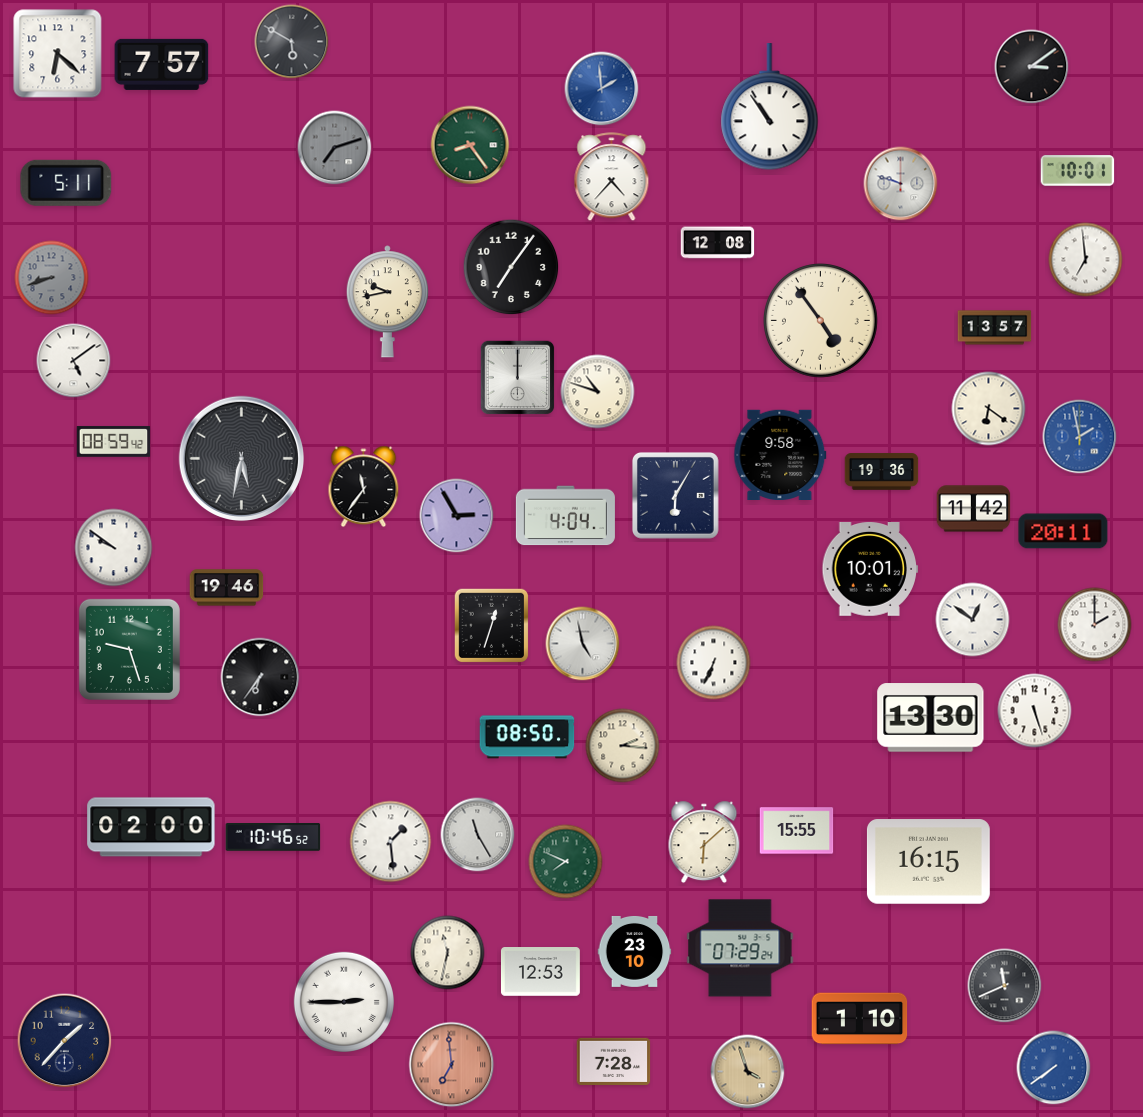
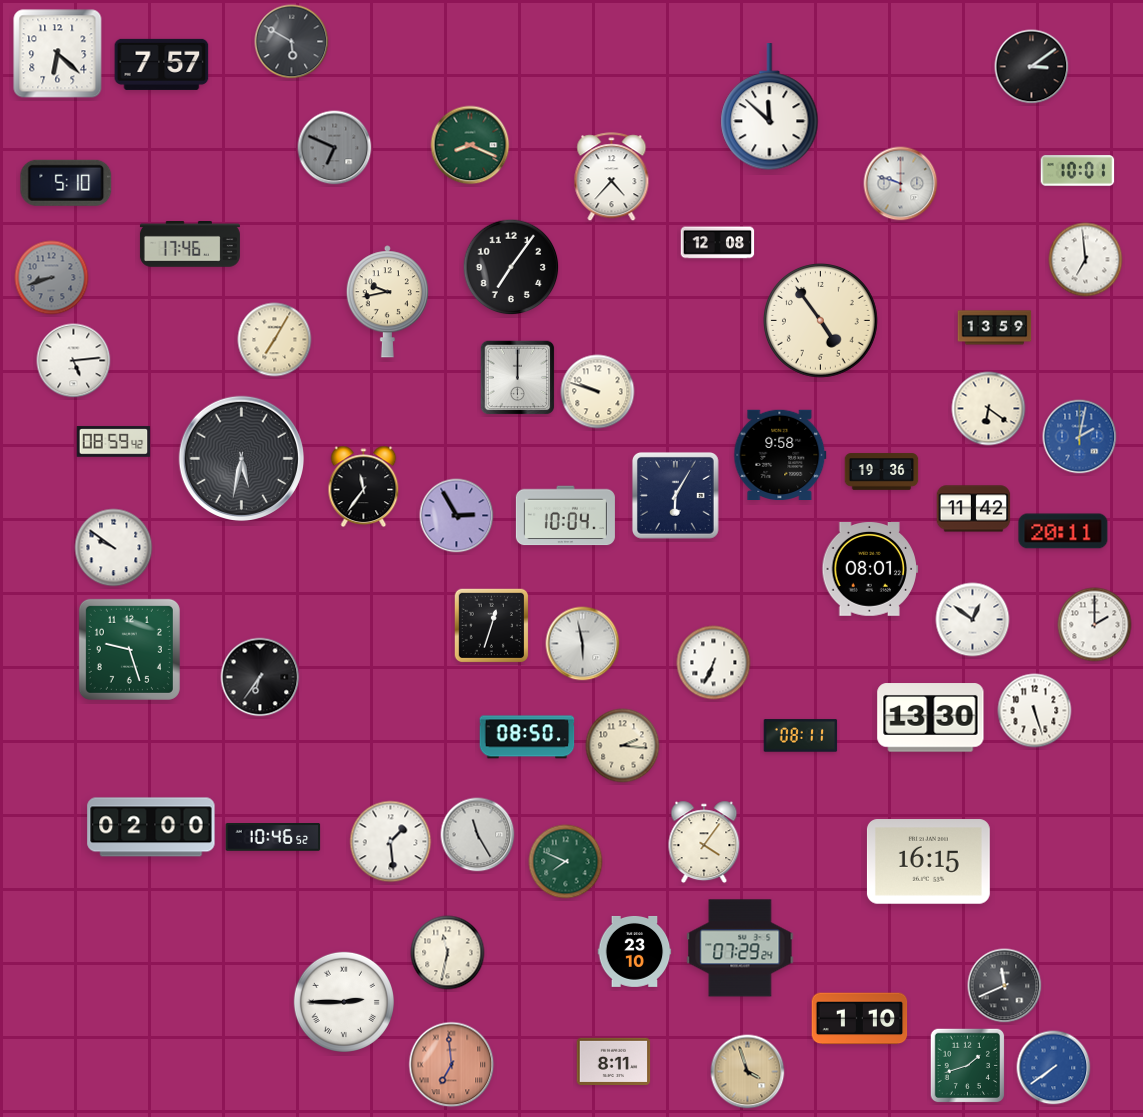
clock at (602, 89): 1:59 -> none
clock at (770, 107): 10:54 -> 11:52
clock at (470, 145): 8:24 -> 8:19
clock at (335, 148): 7:12 -> 6:49
clock at (66, 183): 5:11 -> 5:10
clock at (190, 245): none -> 17:46
clock at (995, 328): 13:57 -> 13:59
clock at (275, 340): none -> 7:05
clock at (74, 361): 5:09 -> 5:14
clock at (598, 392): 10:48 -> 9:48
clock at (1080, 437): 1:58 -> 2:02
clock at (565, 516): 4:04 -> 10:04
clock at (870, 570): 10:01 -> 08:01
clock at (227, 588): 19:46 -> none
clock at (583, 644): 4:58 -> 5:58
clock at (801, 736): none -> 08:11
clock at (797, 831): 15:55 -> none
clock at (704, 842): 6:08 -> 4:06
clock at (540, 972): 12:53 -> none
clock at (65, 1041): 1:37 -> none
clock at (614, 1061): 7:28 -> 8:11
clock at (968, 1066): none -> 1:42
